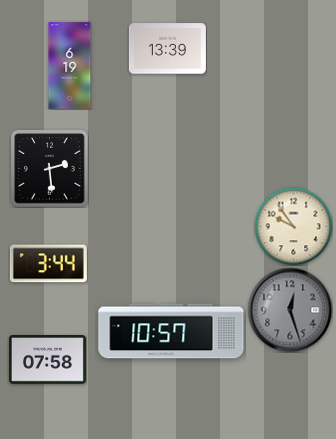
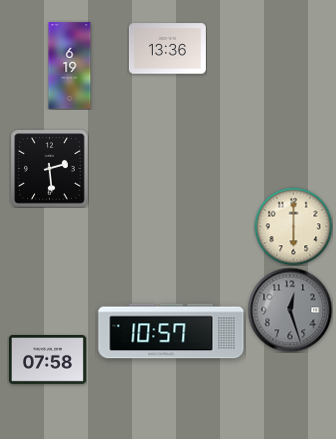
clock at (167, 49): 13:39 -> 13:36
clock at (293, 226): 9:54 -> 6:00
clock at (48, 264): 3:44 -> none
